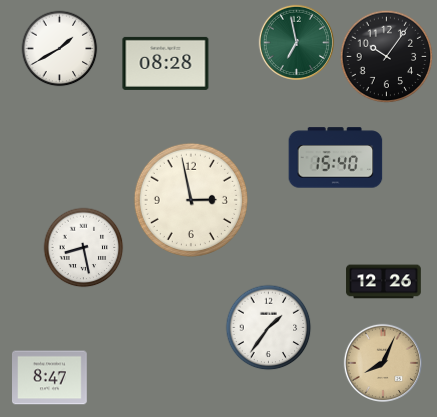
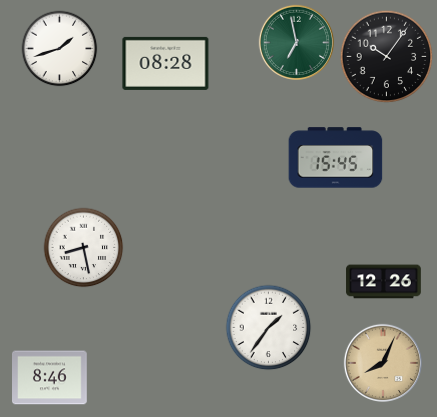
clock at (60, 49): 1:40 -> 1:42
clock at (336, 158): 15:40 -> 15:45
clock at (191, 200): 2:58 -> none
clock at (50, 378): 8:47 -> 8:46
